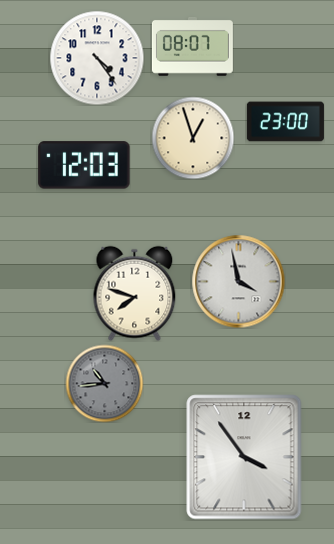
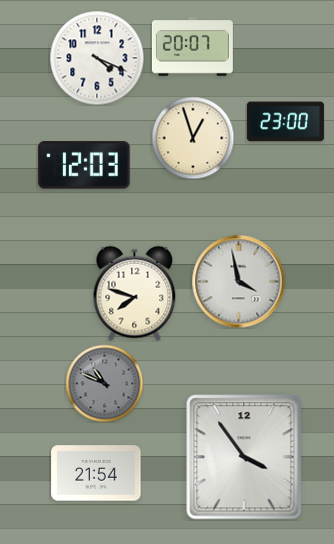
clock at (192, 46): 08:07 -> 20:07
clock at (97, 58): 4:24 -> 4:19
clock at (104, 383): 10:44 -> 10:49
clock at (96, 473): none -> 21:54
